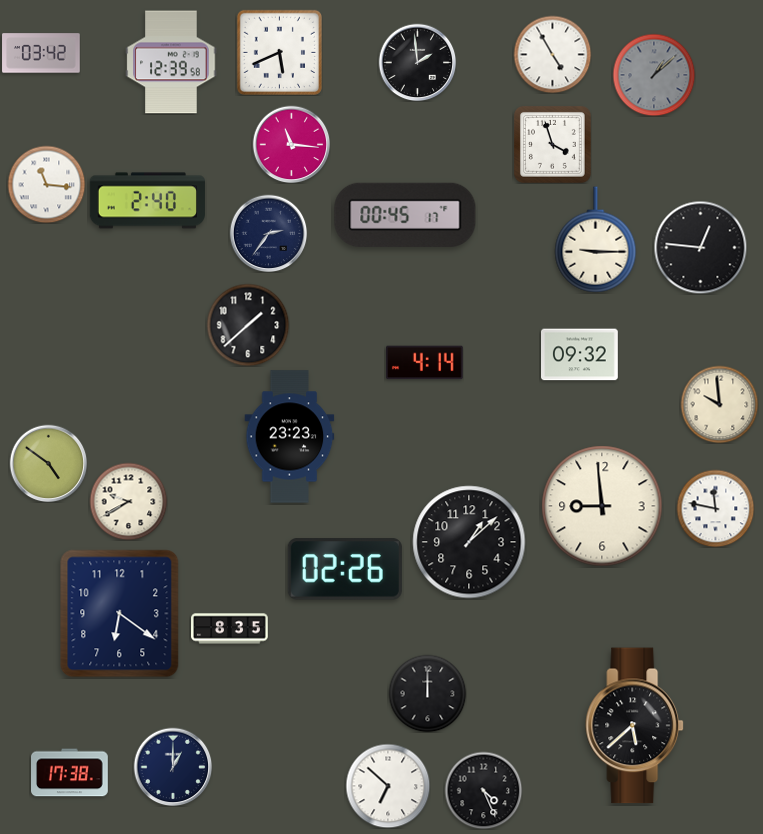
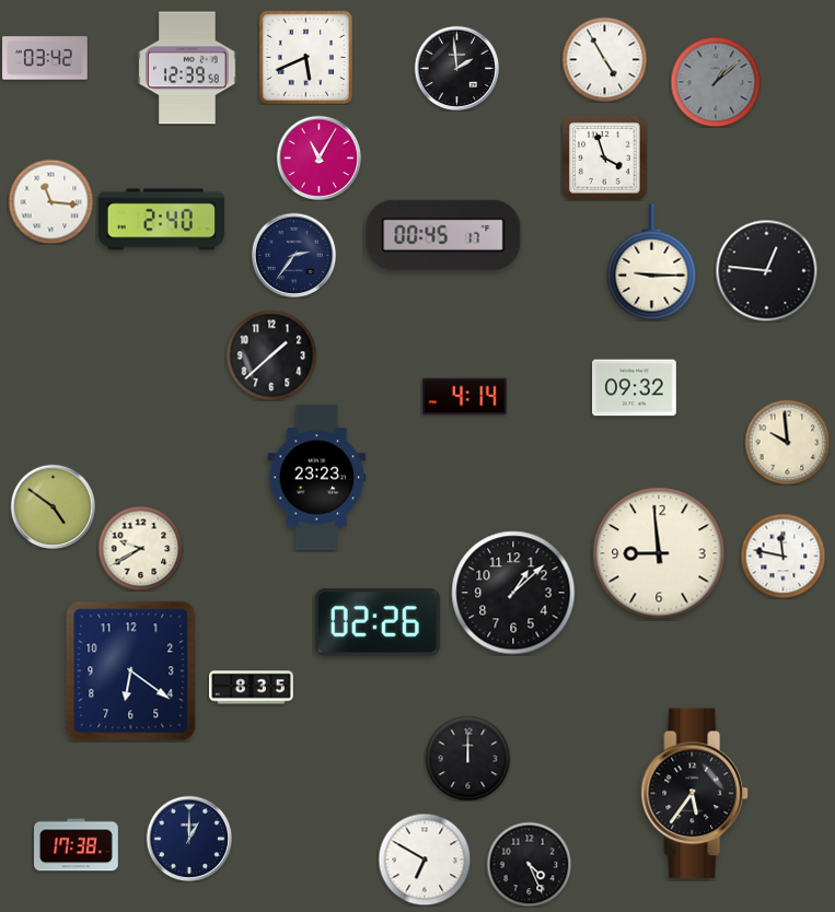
clock at (291, 144): 11:16 -> 11:05
clock at (635, 726): 5:38 -> 5:36
clock at (388, 786): 6:52 -> 6:50
